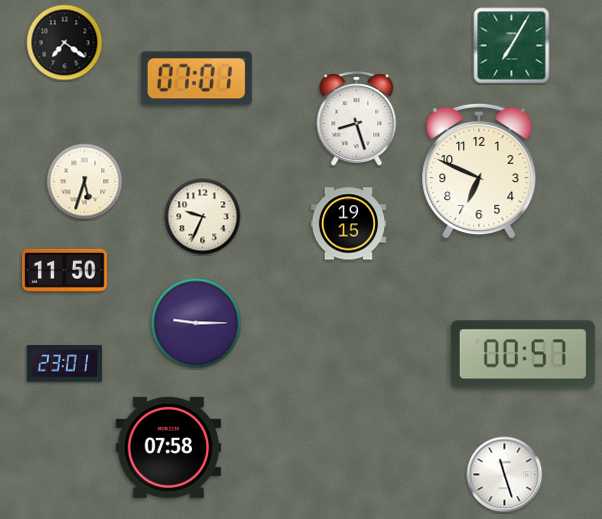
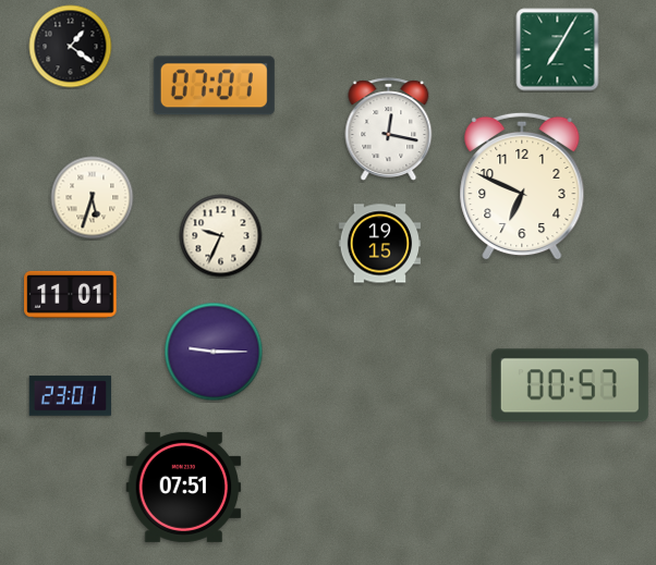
clock at (65, 43): 7:21 -> 1:21
clock at (357, 119): 8:27 -> 12:17
clock at (65, 270): 11:50 -> 11:01
clock at (169, 447): 07:58 -> 07:51
clock at (505, 475): 11:27 -> none
